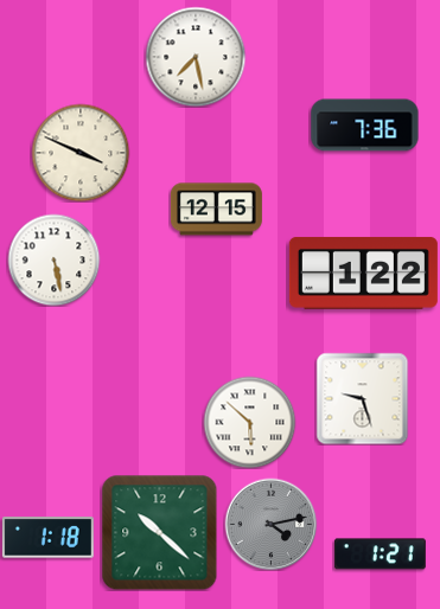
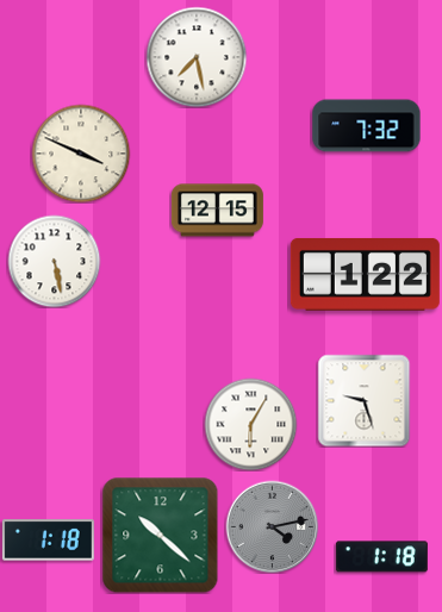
clock at (365, 126): 7:36 -> 7:32
clock at (249, 422): 5:52 -> 6:05
clock at (380, 554): 1:21 -> 1:18
